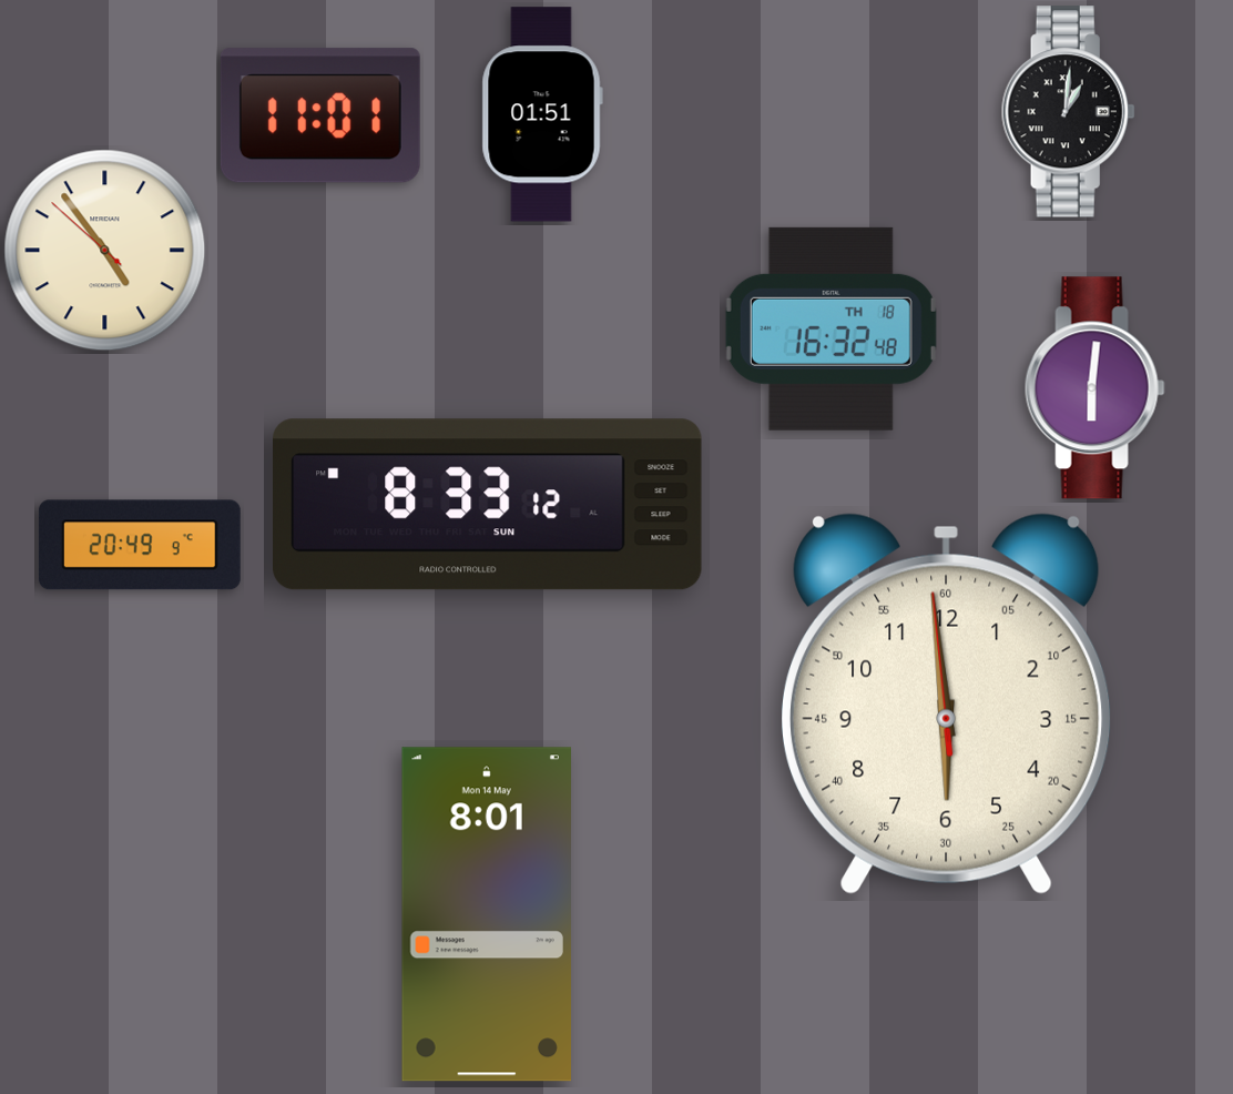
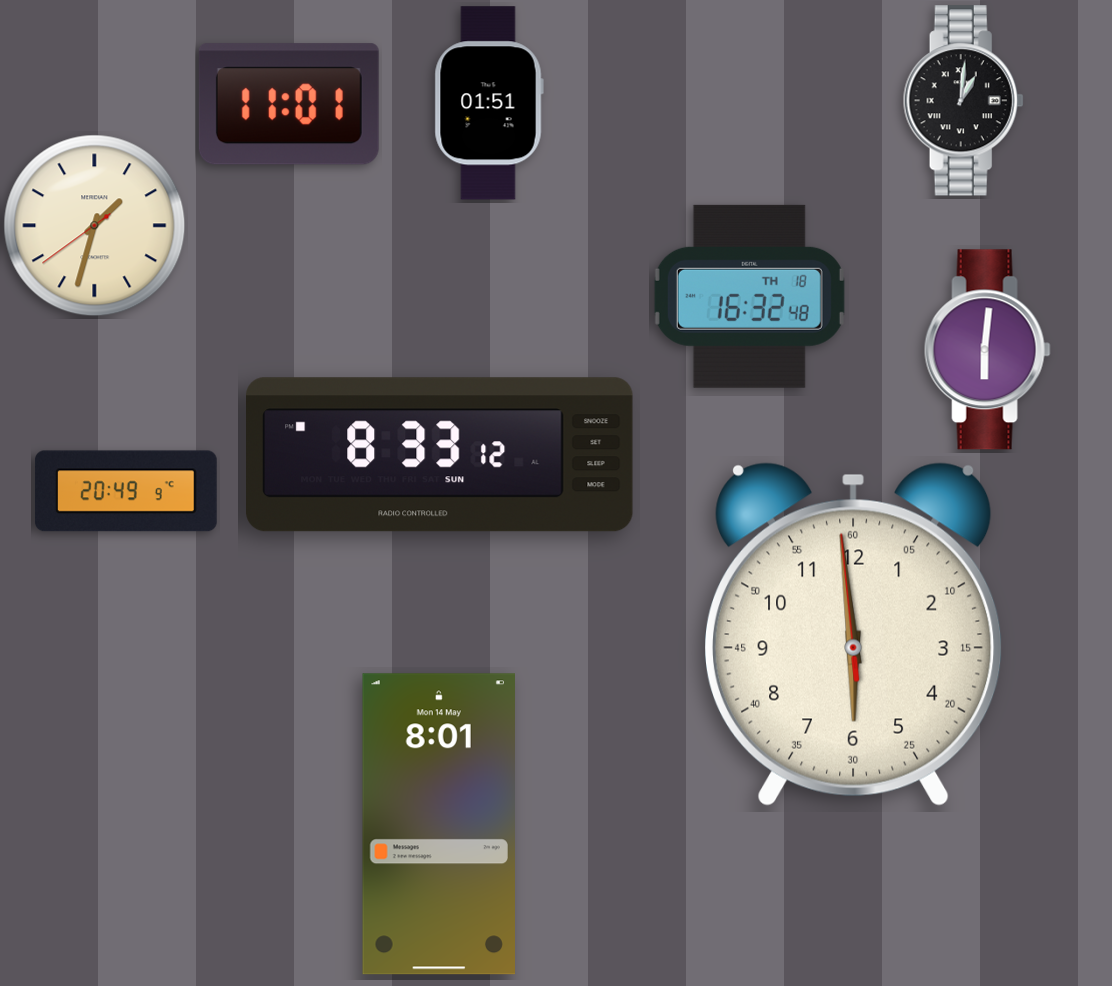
clock at (105, 251): 4:53 -> 1:32
